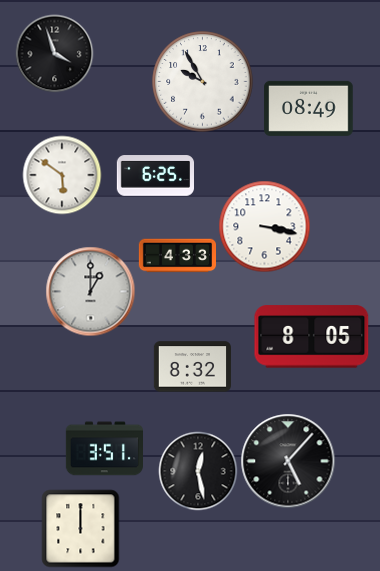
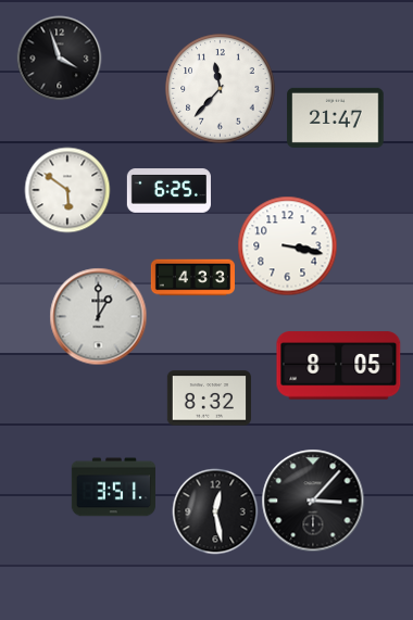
clock at (203, 82): 9:55 -> 11:37
clock at (309, 108): 08:49 -> 21:47
clock at (288, 461): 5:07 -> 3:07
clock at (80, 528): 12:00 -> none
